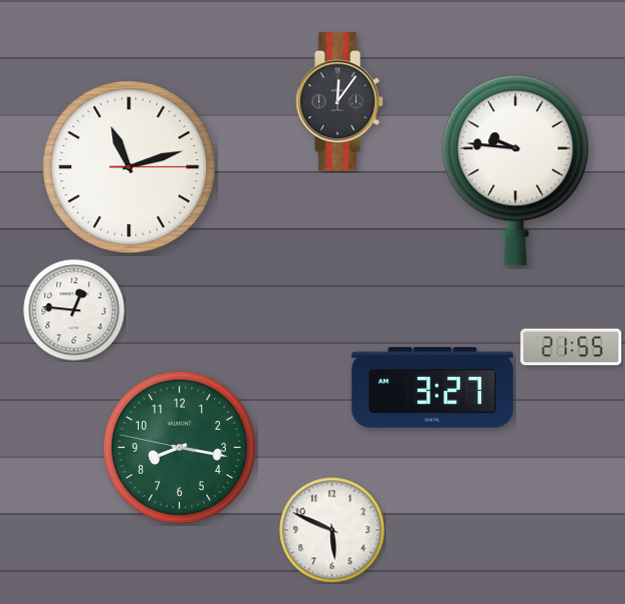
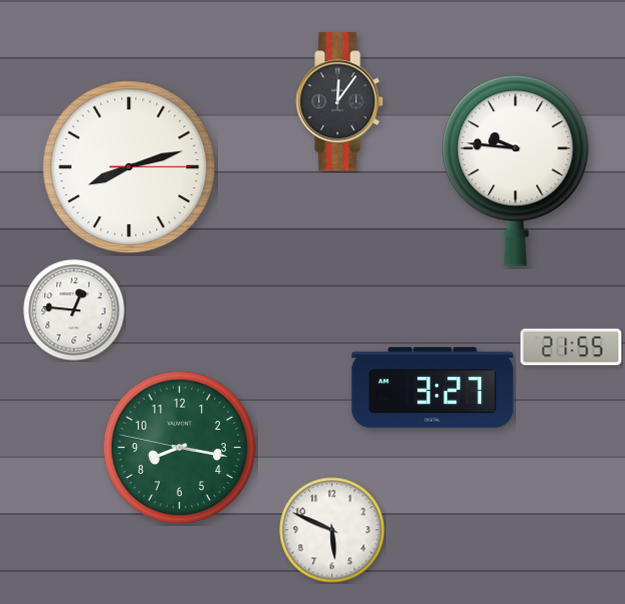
clock at (129, 167): 11:12 -> 8:12
